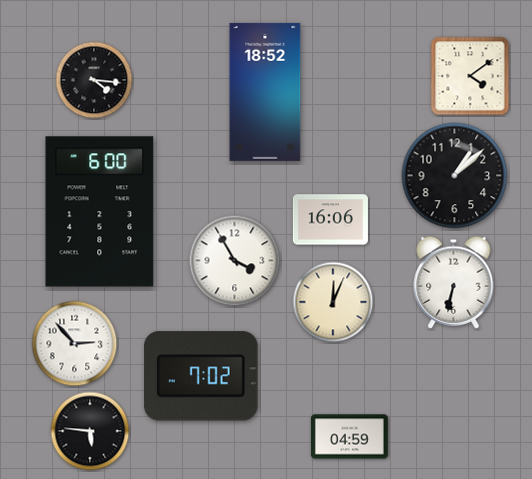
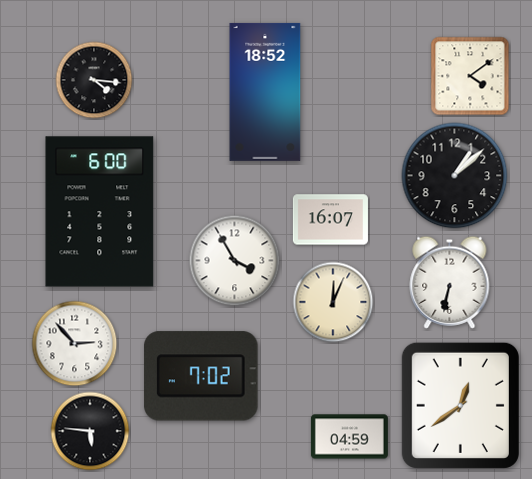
clock at (330, 220): 16:06 -> 16:07
clock at (454, 282) position: (454, 282) -> (450, 282)
clock at (460, 405): none -> 12:39
